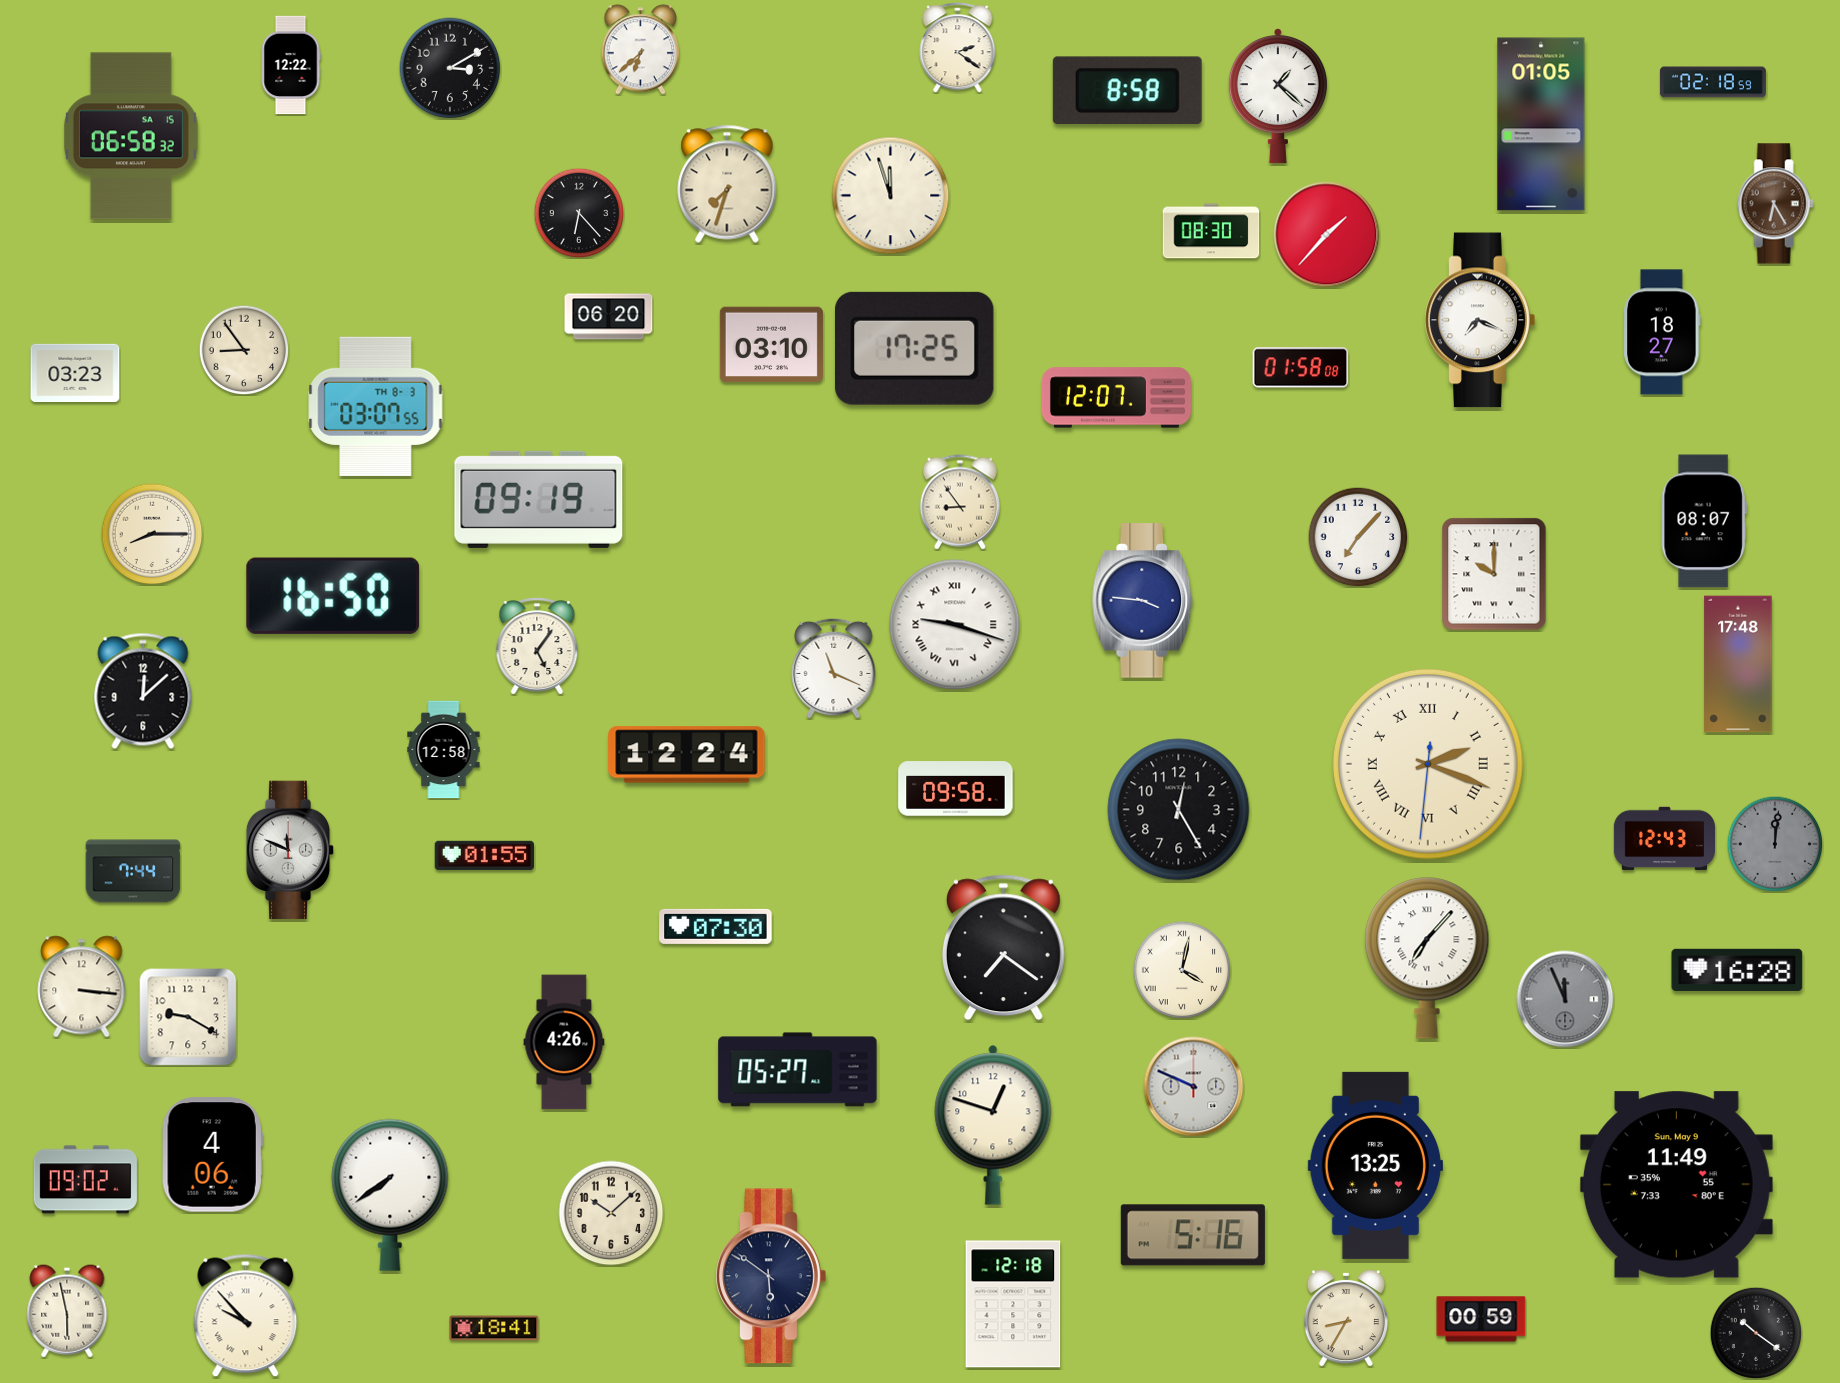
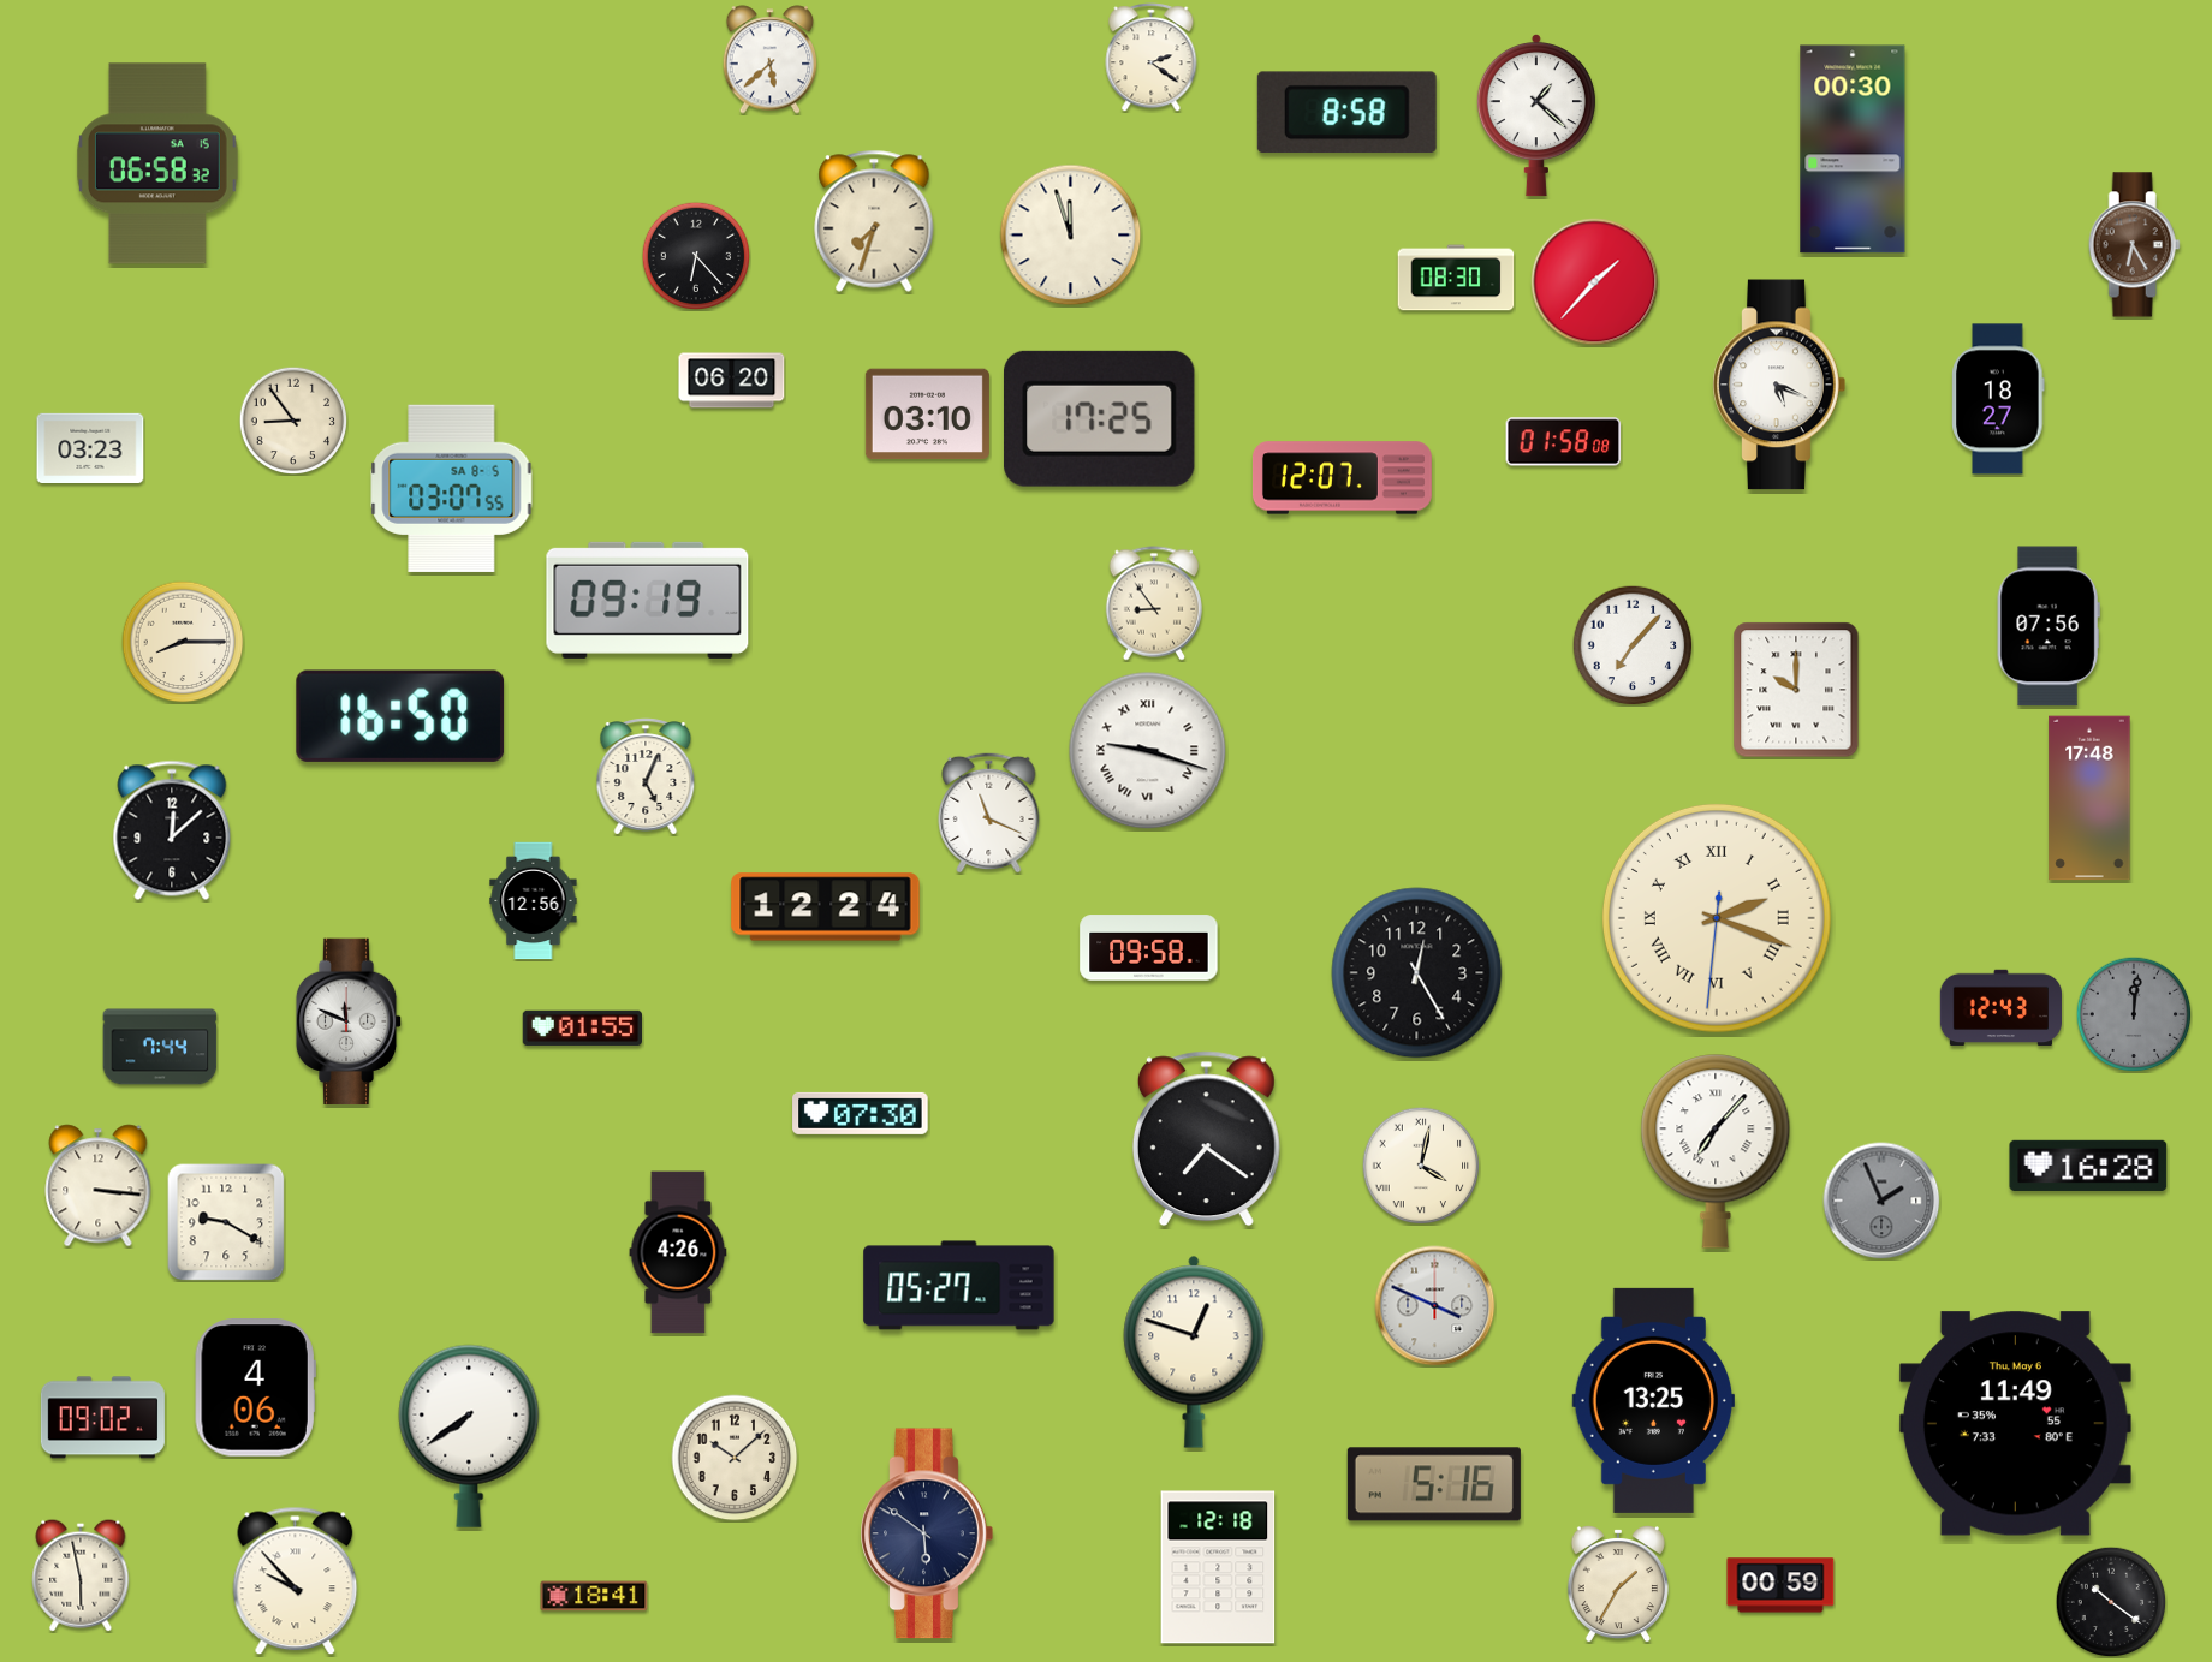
clock at (641, 50): 6:38 -> 5:38
clock at (291, 65): 12:22 -> none
clock at (450, 68): 3:10 -> none
clock at (1713, 82): 02:18 -> none
clock at (1127, 91) position: (1127, 91) -> (1346, 113)
clock at (1541, 124): 01:05 -> 00:30
clock at (1480, 320): 7:19 -> 5:19
clock at (376, 406) date: TH 8-3 -> SA 8-5
clock at (1704, 521): 08:07 -> 07:56
clock at (1143, 601): 3:46 -> none
clock at (537, 646): 5:06 -> 5:04
clock at (834, 668) position: (834, 668) -> (989, 812)
clock at (444, 750): 12:58 -> 12:56
clock at (1565, 999): 11:56 -> 1:56
clock at (1194, 1087): 9:49 -> 3:49
clock at (1676, 1185) date: Sun, May 9 -> Thu, May 6
clock at (1346, 1318): 8:35 -> 1:35
